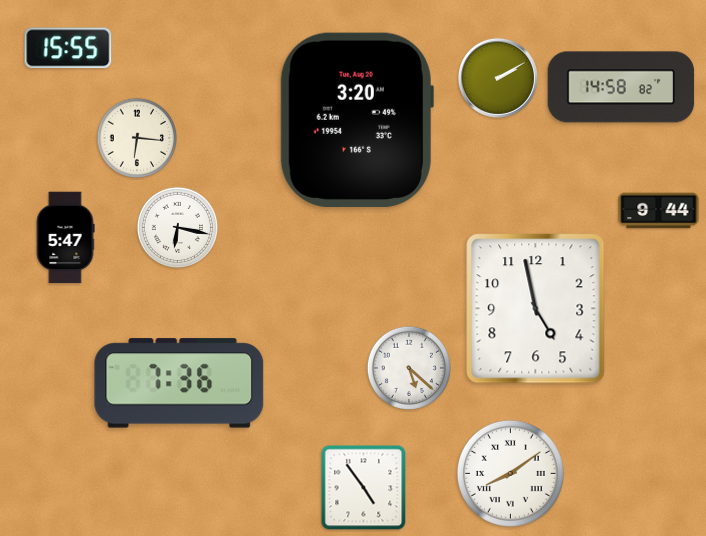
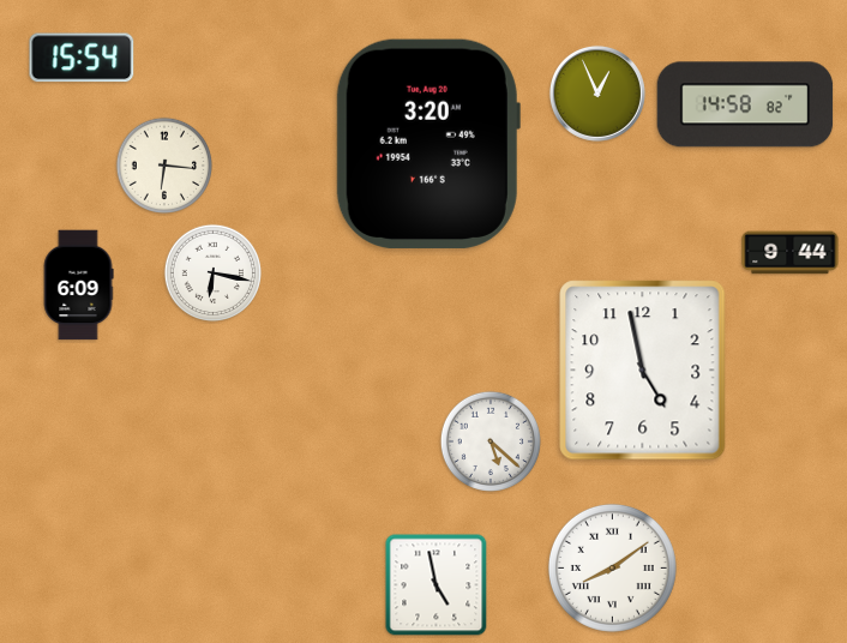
clock at (68, 48): 15:55 -> 15:54
clock at (498, 78): 2:10 -> 12:56
clock at (65, 238): 5:47 -> 6:09
clock at (179, 383): 7:36 -> none
clock at (364, 488): 4:54 -> 4:58
